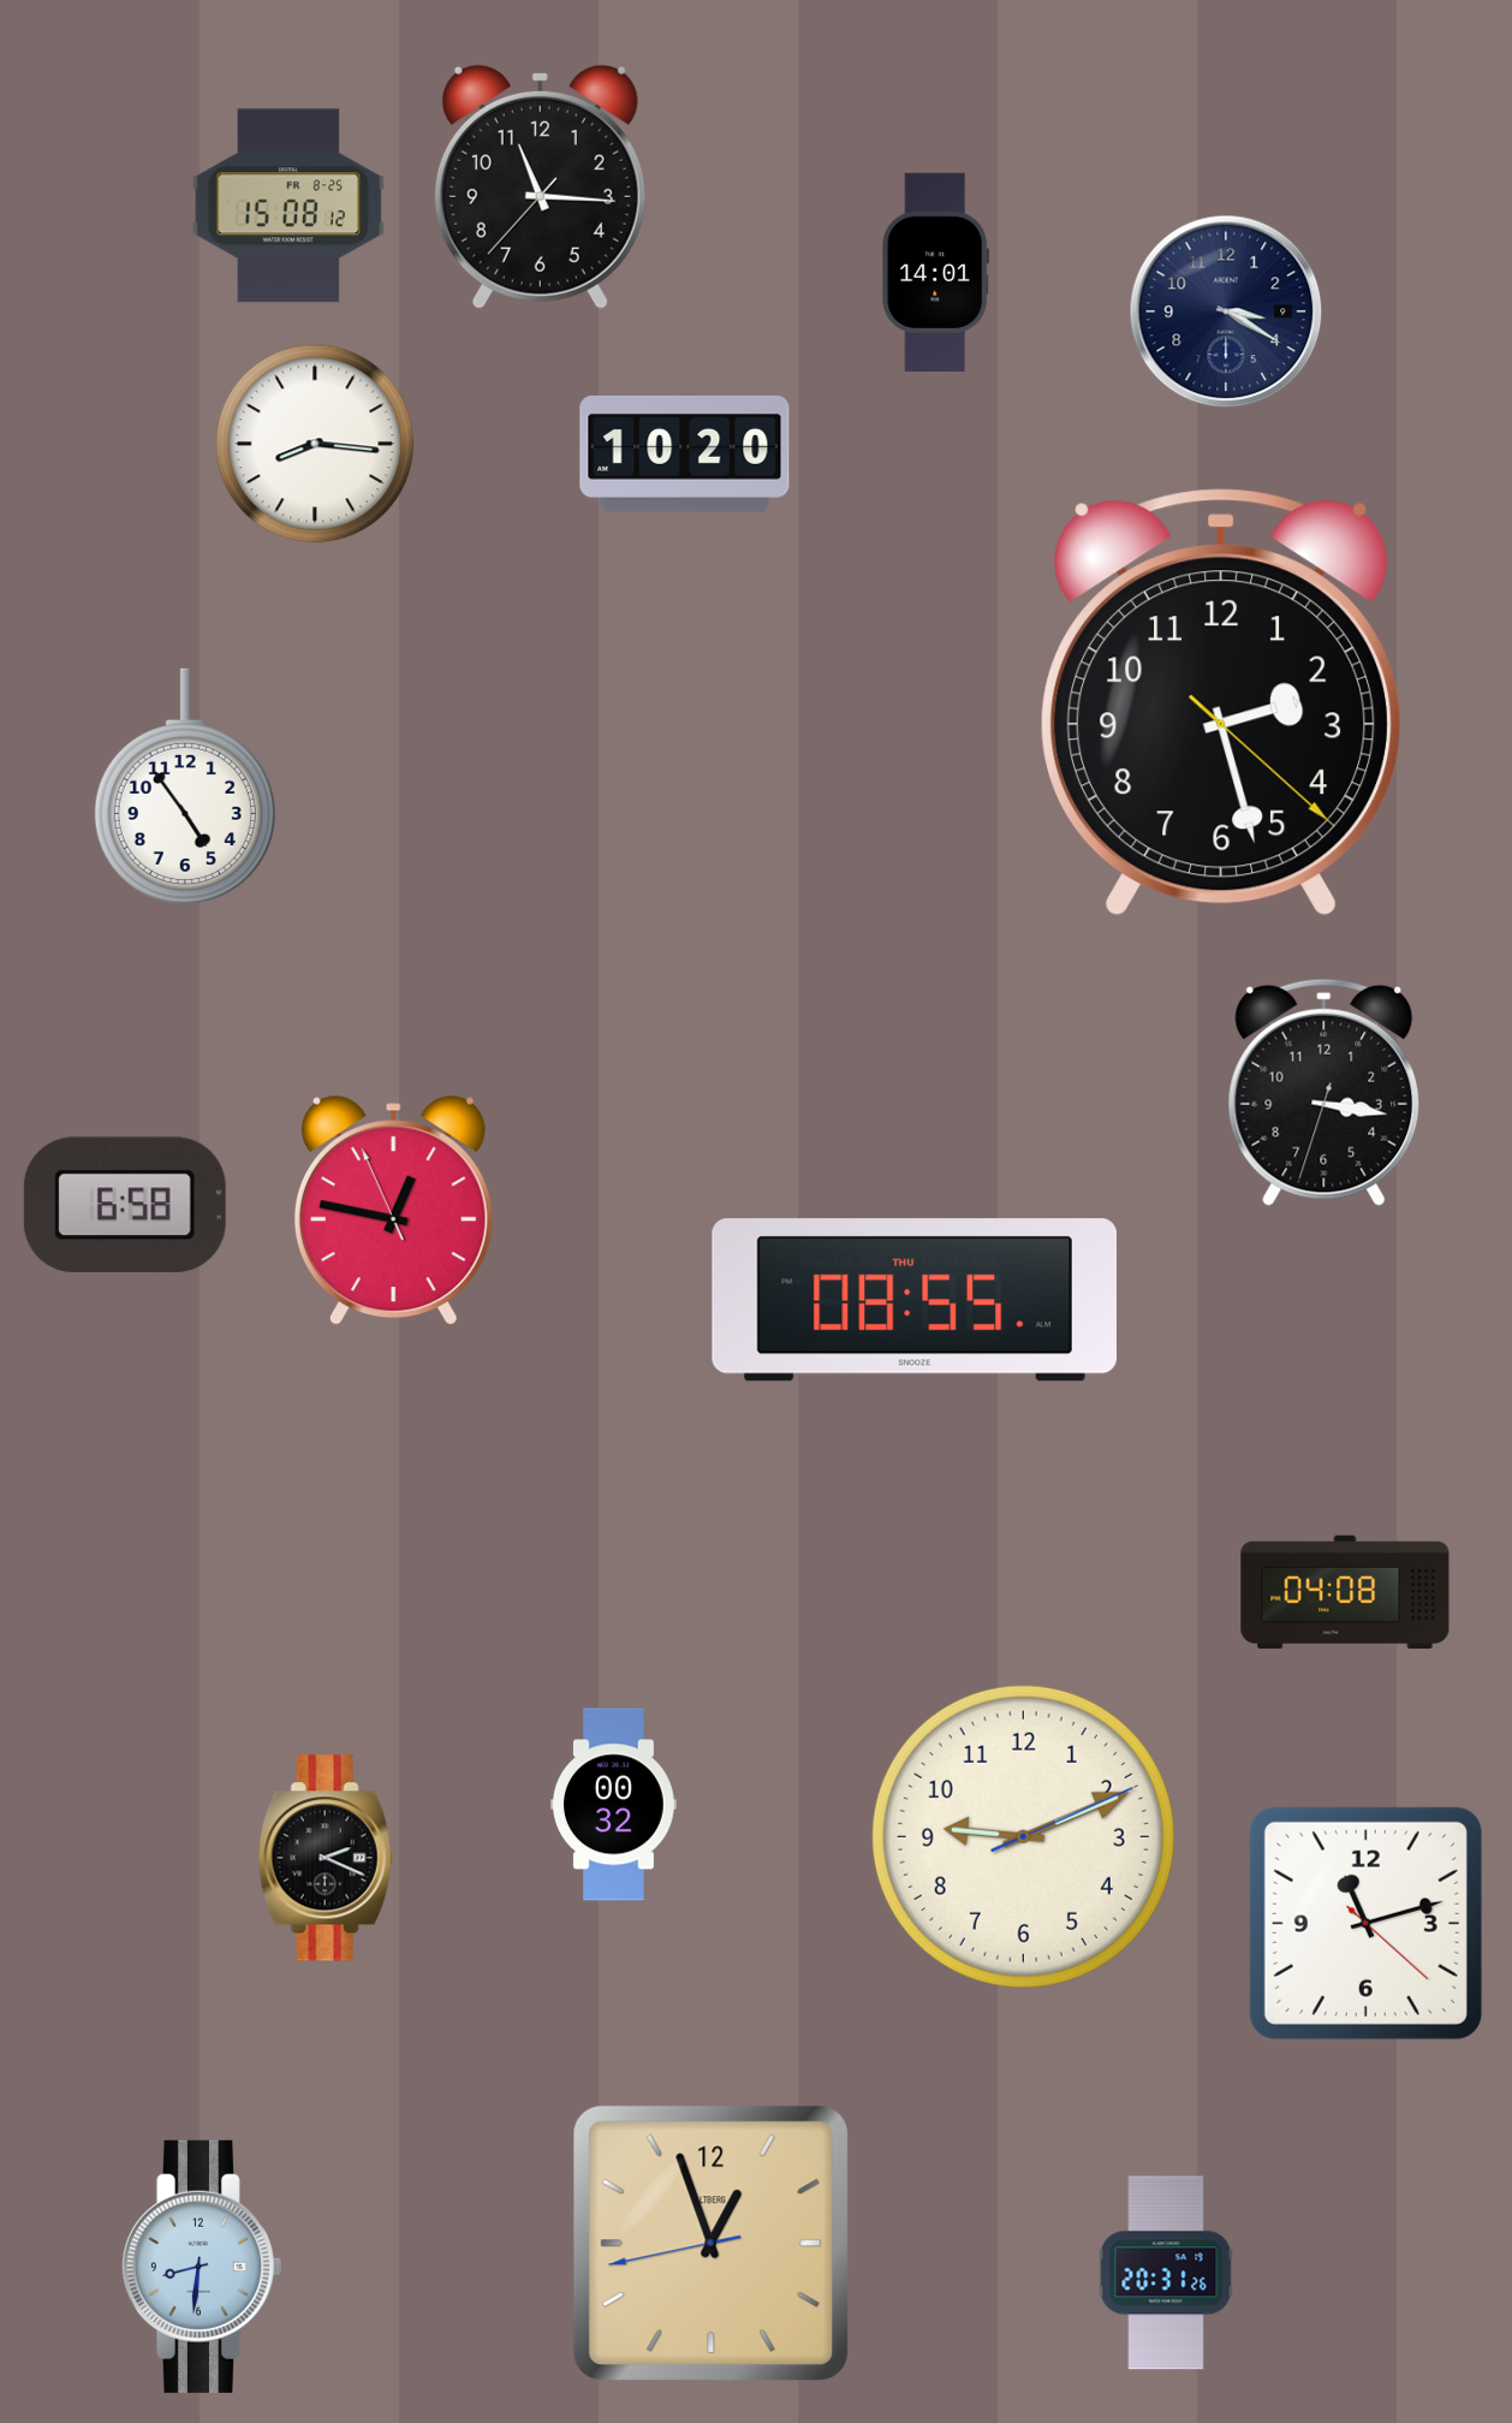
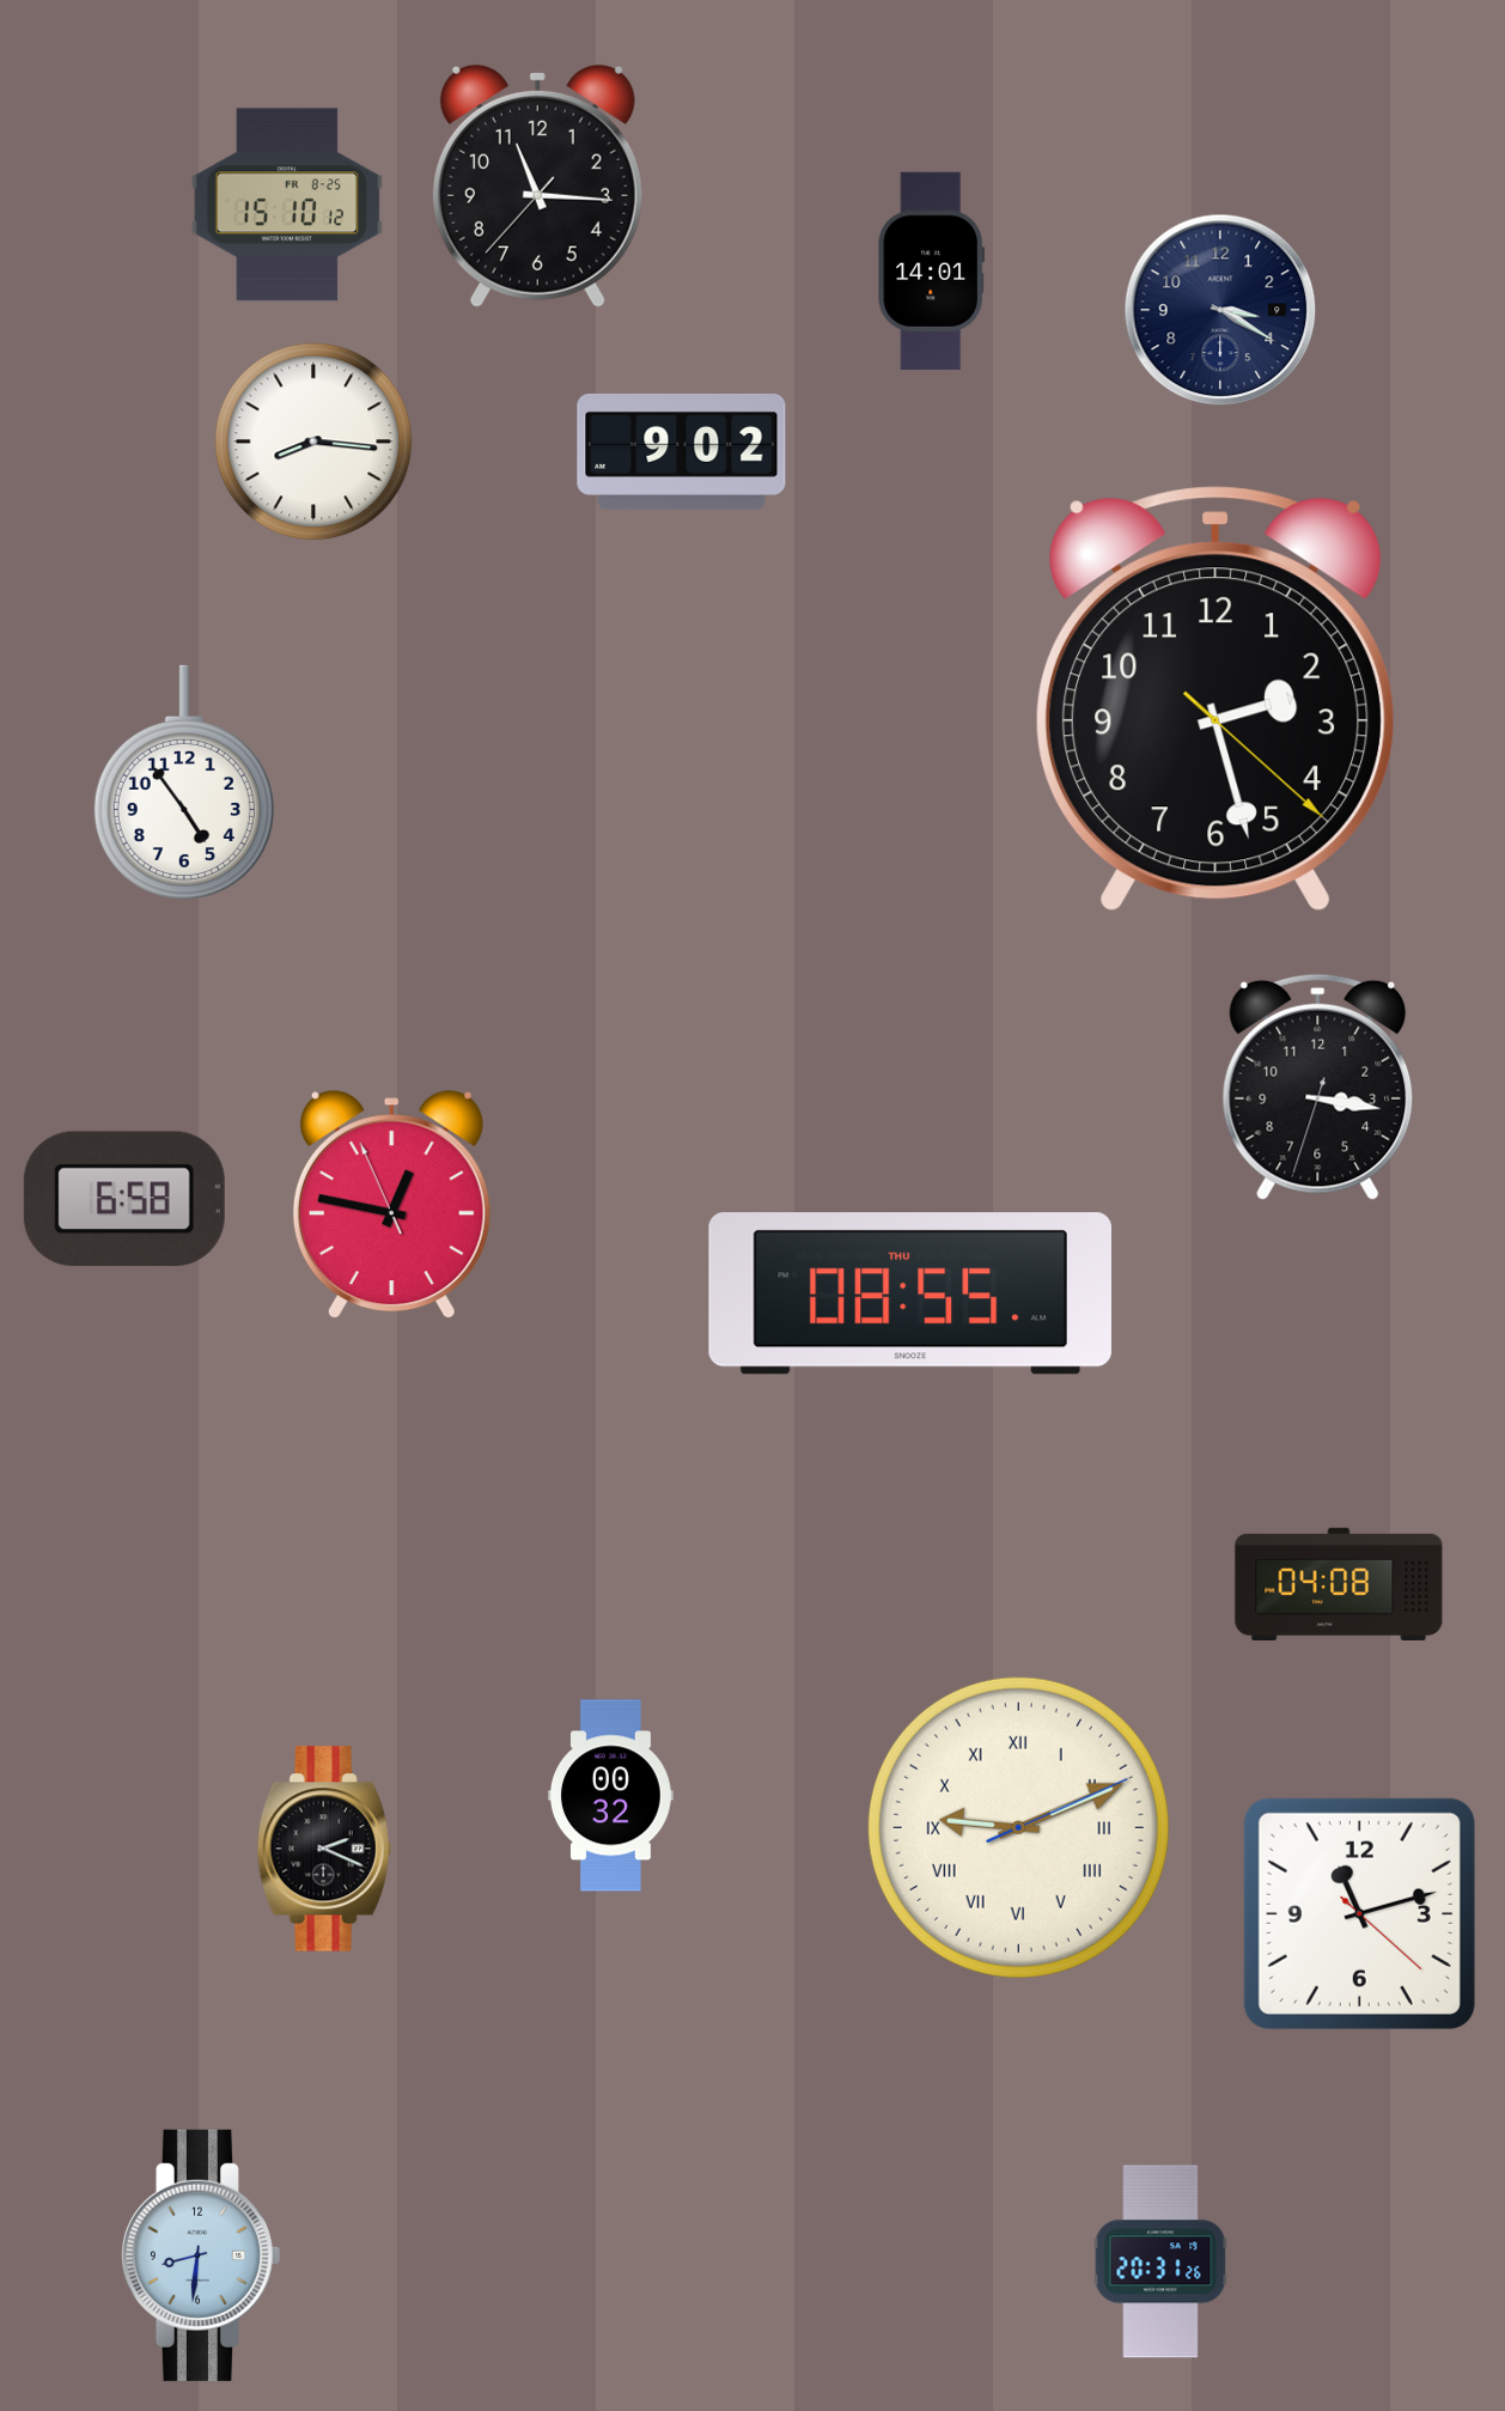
clock at (288, 206): 15:08 -> 15:10
clock at (685, 453): 10:20 -> 9:02
clock at (1023, 1836) numerals: Arabic -> Roman
clock at (710, 2243): 12:56 -> none
